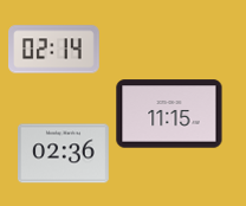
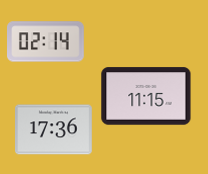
clock at (169, 114) position: (169, 114) -> (146, 96)
clock at (64, 154): 02:36 -> 17:36
